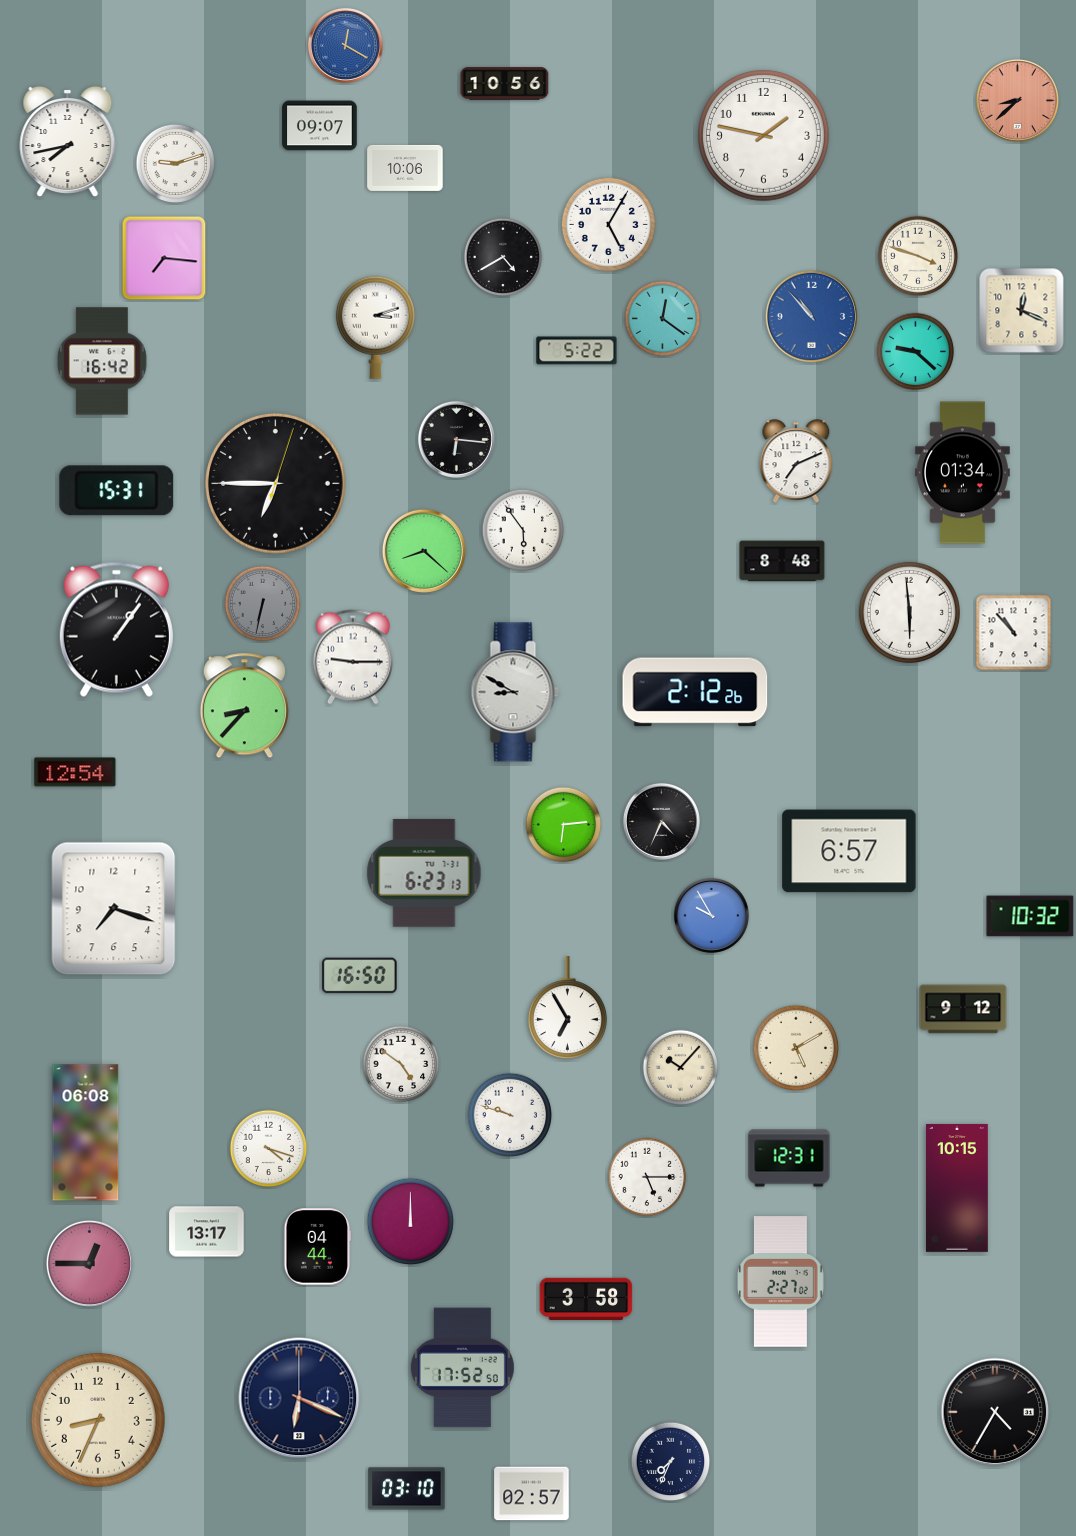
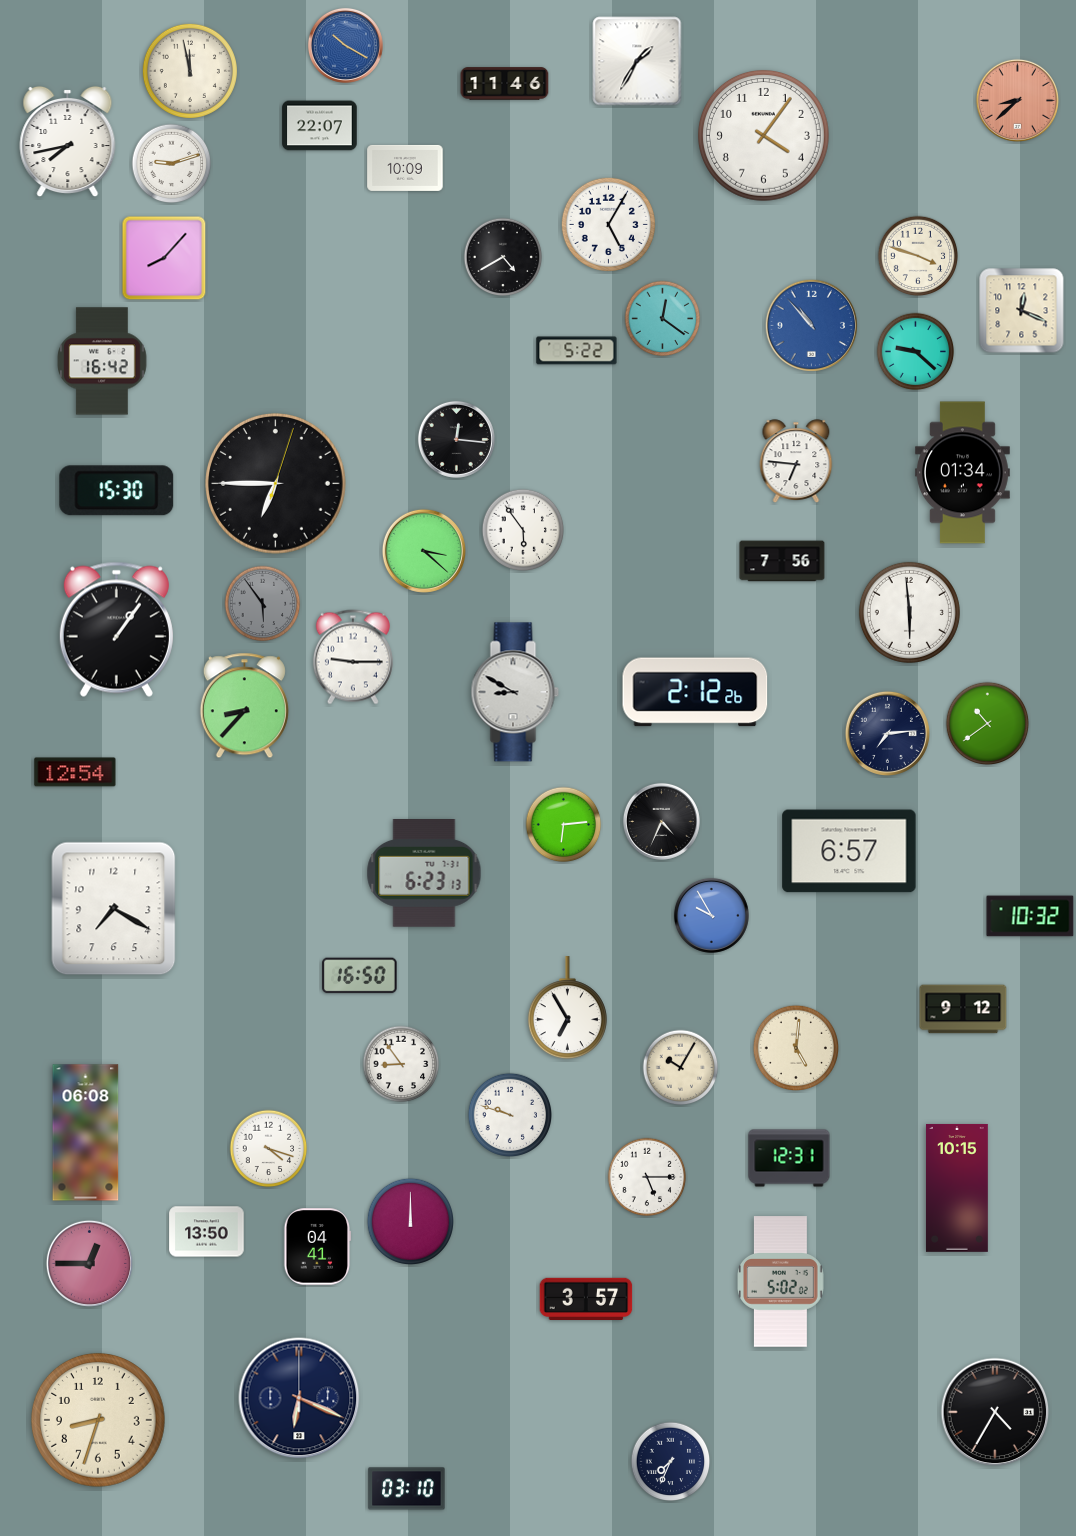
clock at (345, 45): 12:20 -> 10:20
clock at (637, 61): none -> 1:35
clock at (190, 71): none -> 11:58
clock at (505, 84): 10:56 -> 11:46
clock at (320, 126): 09:07 -> 22:07
clock at (763, 135): 1:47 -> 4:06
clock at (176, 164) position: (176, 164) -> (172, 164)
clock at (405, 168): 10:06 -> 10:09
clock at (164, 258): 7:16 -> 8:07
clock at (811, 316) position: (811, 316) -> (811, 325)
clock at (375, 327): 3:12 -> none
clock at (456, 439): 6:16 -> 12:16
clock at (796, 461): 7:11 -> 6:46
clock at (117, 491): 15:31 -> 15:30
clock at (424, 551): 8:22 -> 3:22
clock at (782, 561): 8:48 -> 7:56
clock at (263, 604): 6:32 -> 5:54
clock at (1014, 633): 10:53 -> none
clock at (988, 724): none -> 10:39
clock at (887, 733): none -> 7:14
clock at (114, 909): 7:18 -> 7:20
clock at (795, 1047): 5:10 -> 5:01
clock at (401, 1064): 4:51 -> 8:54
clock at (681, 1068): 10:07 -> 10:05
clock at (207, 1232): 13:17 -> 13:50
clock at (318, 1247): 04:44 -> 04:41
clock at (781, 1282): 2:27 -> 5:02
clock at (586, 1298): 3:58 -> 3:57
clock at (462, 1368): 17:52 -> none
clock at (98, 1420): 8:34 -> 8:33
clock at (532, 1494): 02:57 -> none
